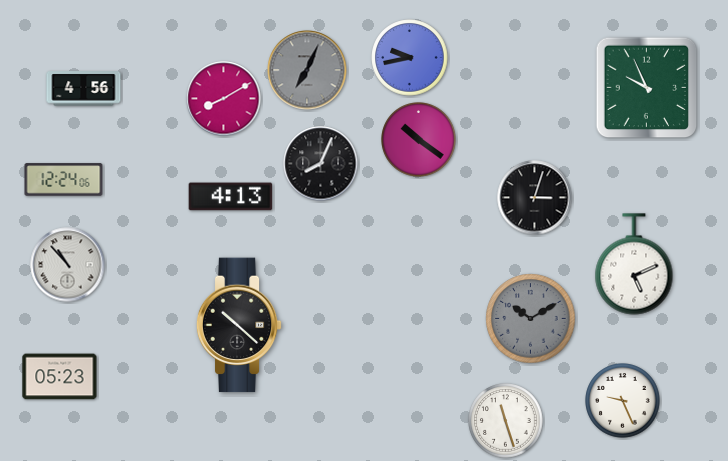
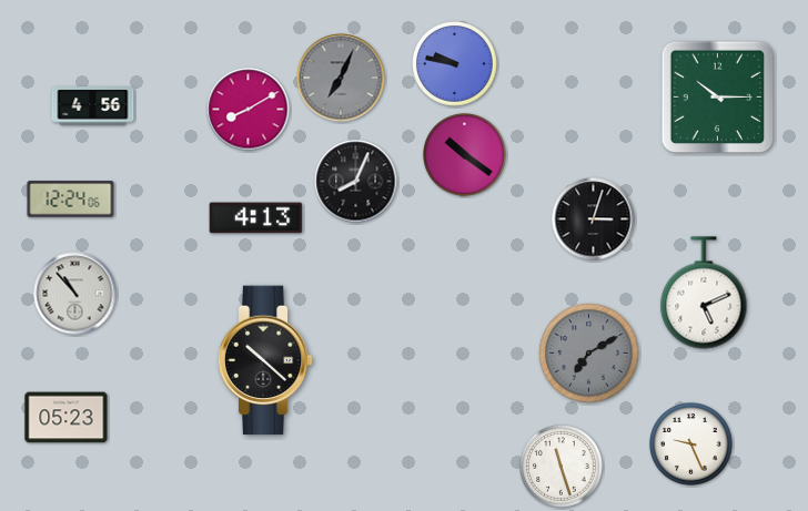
clock at (410, 58): 9:43 -> 9:47
clock at (647, 88): 9:56 -> 10:15
clock at (84, 89) position: (84, 89) -> (93, 106)
clock at (531, 319): 10:10 -> 7:10
